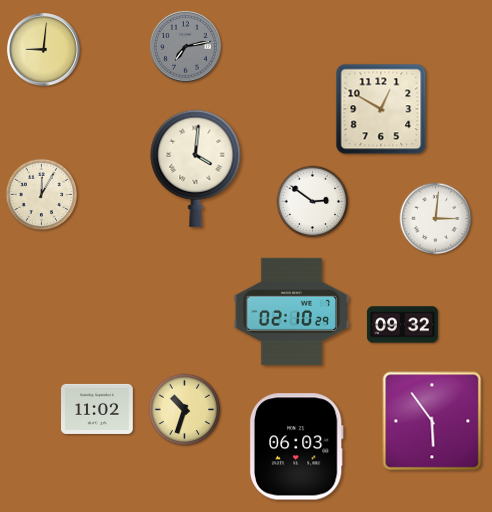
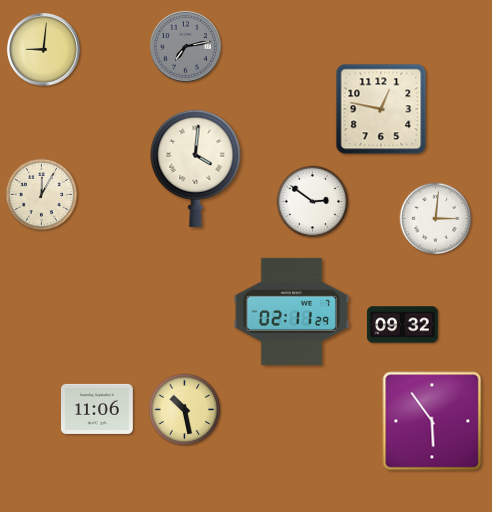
clock at (381, 109): 12:50 -> 12:47
clock at (292, 311): 02:10 -> 02:11
clock at (98, 409): 11:02 -> 11:06
clock at (185, 410): 10:33 -> 10:28
clock at (296, 447): 06:03 -> none
